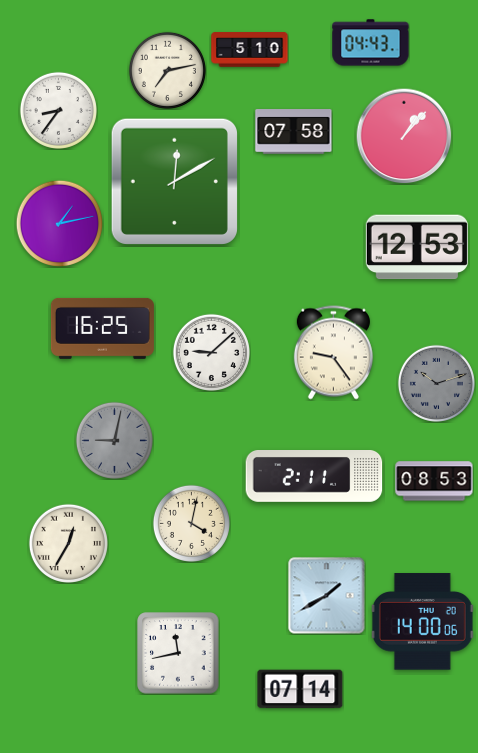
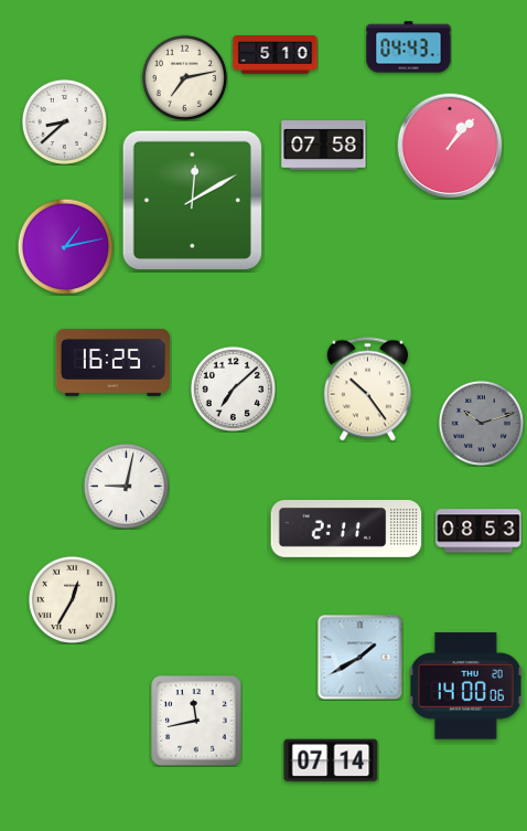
clock at (58, 110): 8:36 -> 8:38
clock at (404, 136) position: (404, 136) -> (450, 146)
clock at (417, 247): 12:53 -> none
clock at (211, 352): 9:08 -> 7:08
clock at (333, 353): 9:24 -> 10:24
clock at (114, 440) dial: grey -> white
clock at (314, 477) position: (314, 477) -> (346, 530)
clock at (191, 523): 4:02 -> none
clock at (68, 543) position: (68, 543) -> (72, 599)
